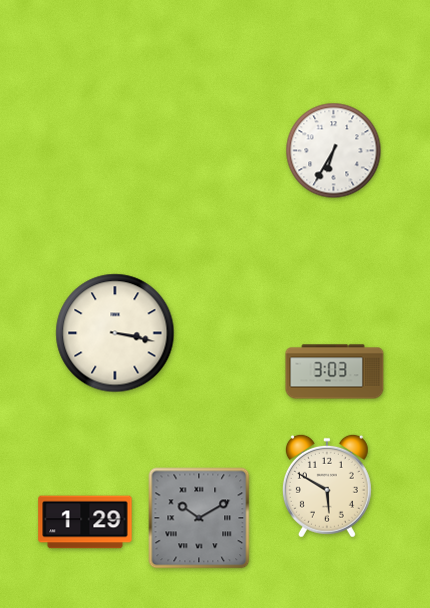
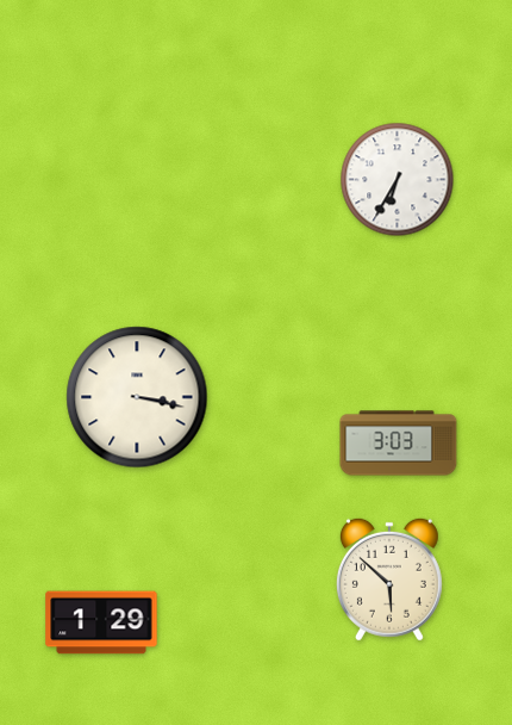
clock at (327, 486): 5:50 -> 5:52
clock at (199, 518): 10:10 -> none
